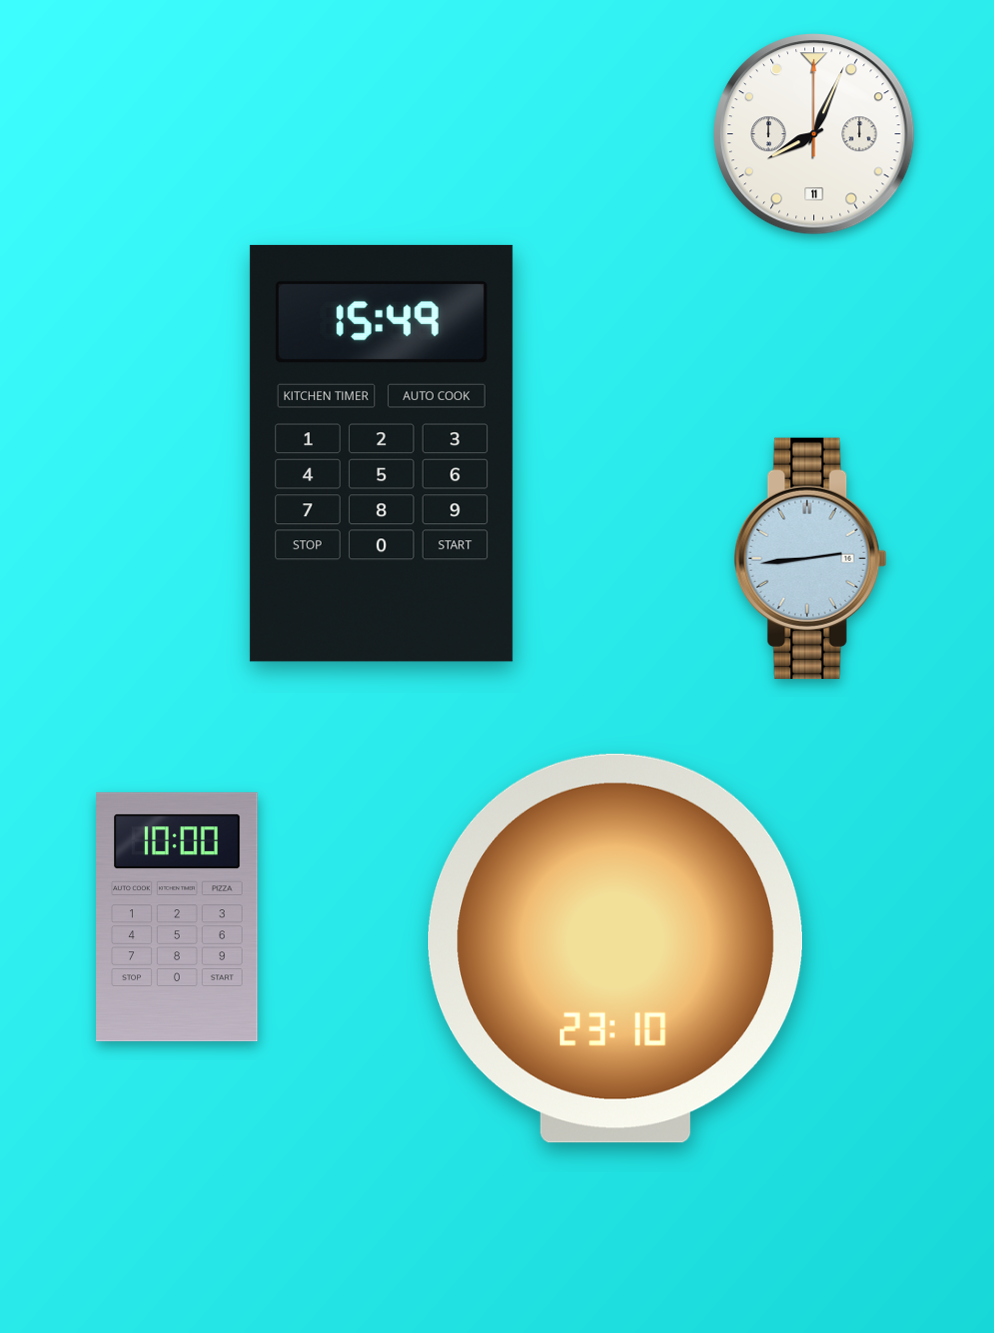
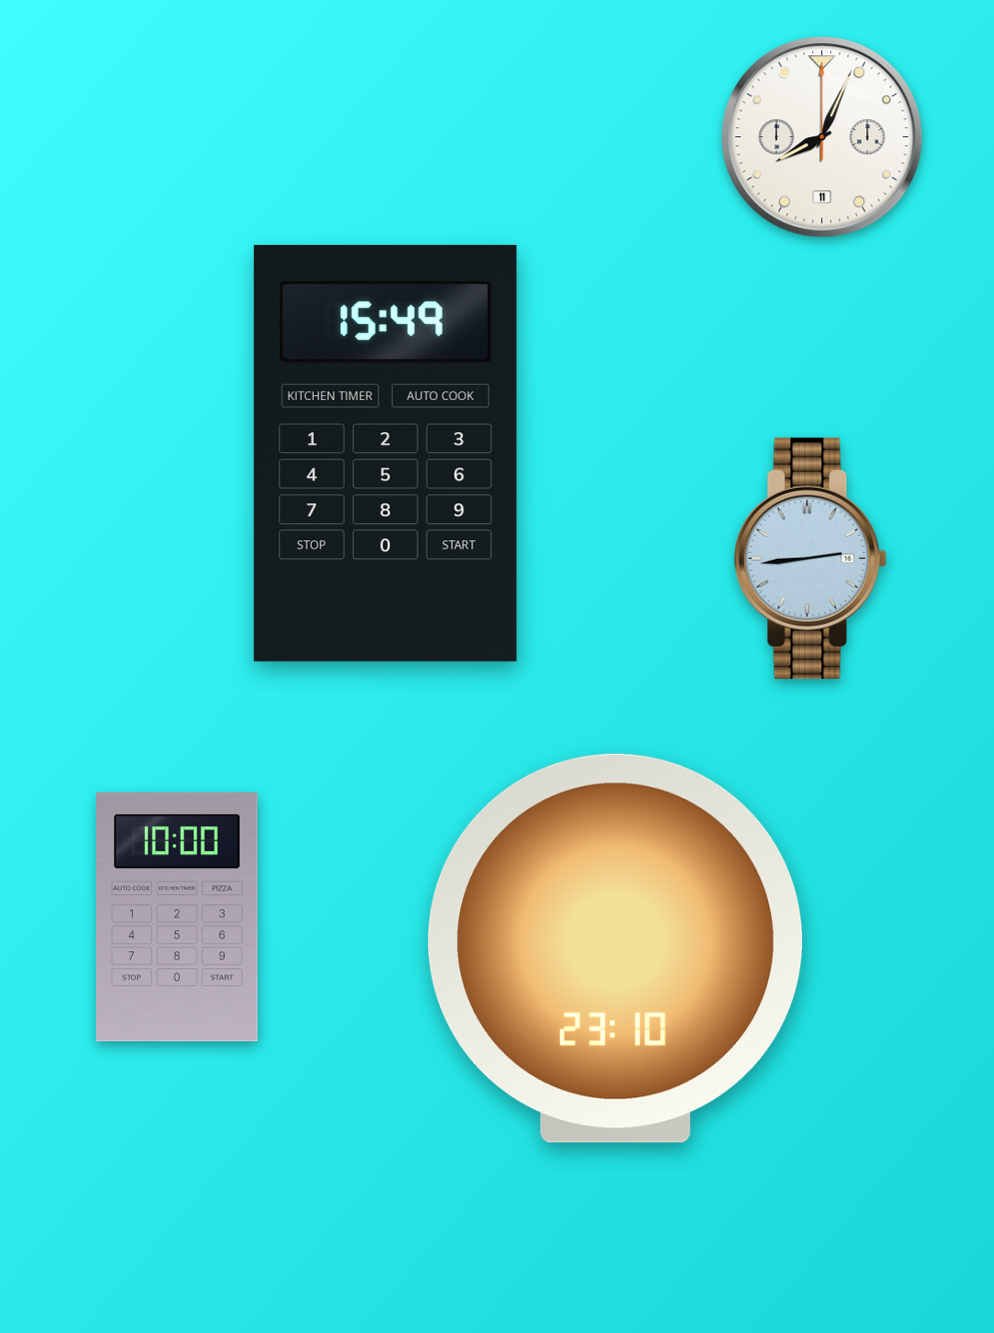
clock at (814, 134) position: (814, 134) -> (822, 137)
clock at (381, 453) position: (381, 453) -> (385, 453)
